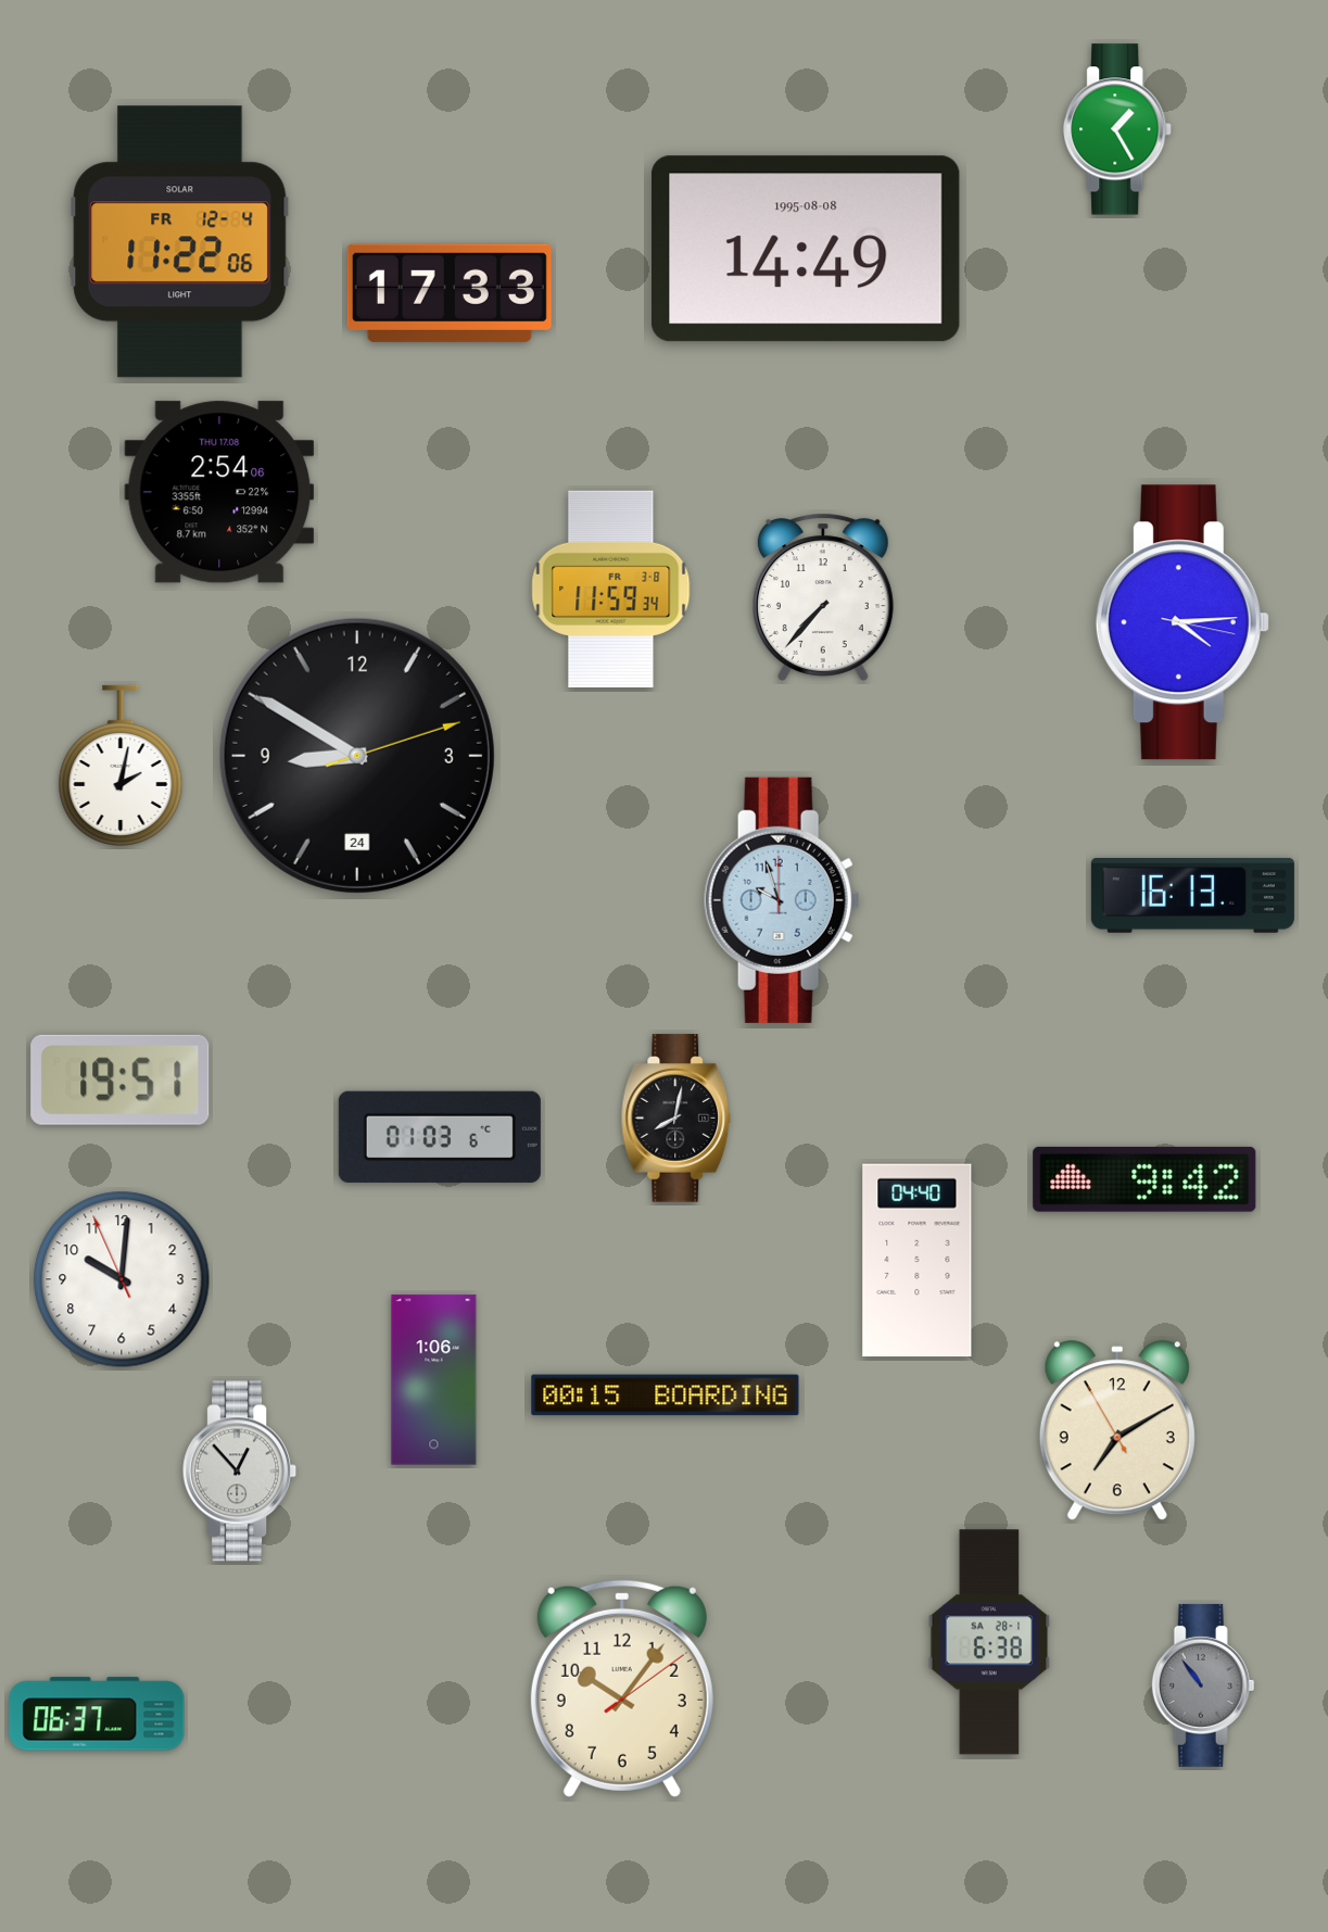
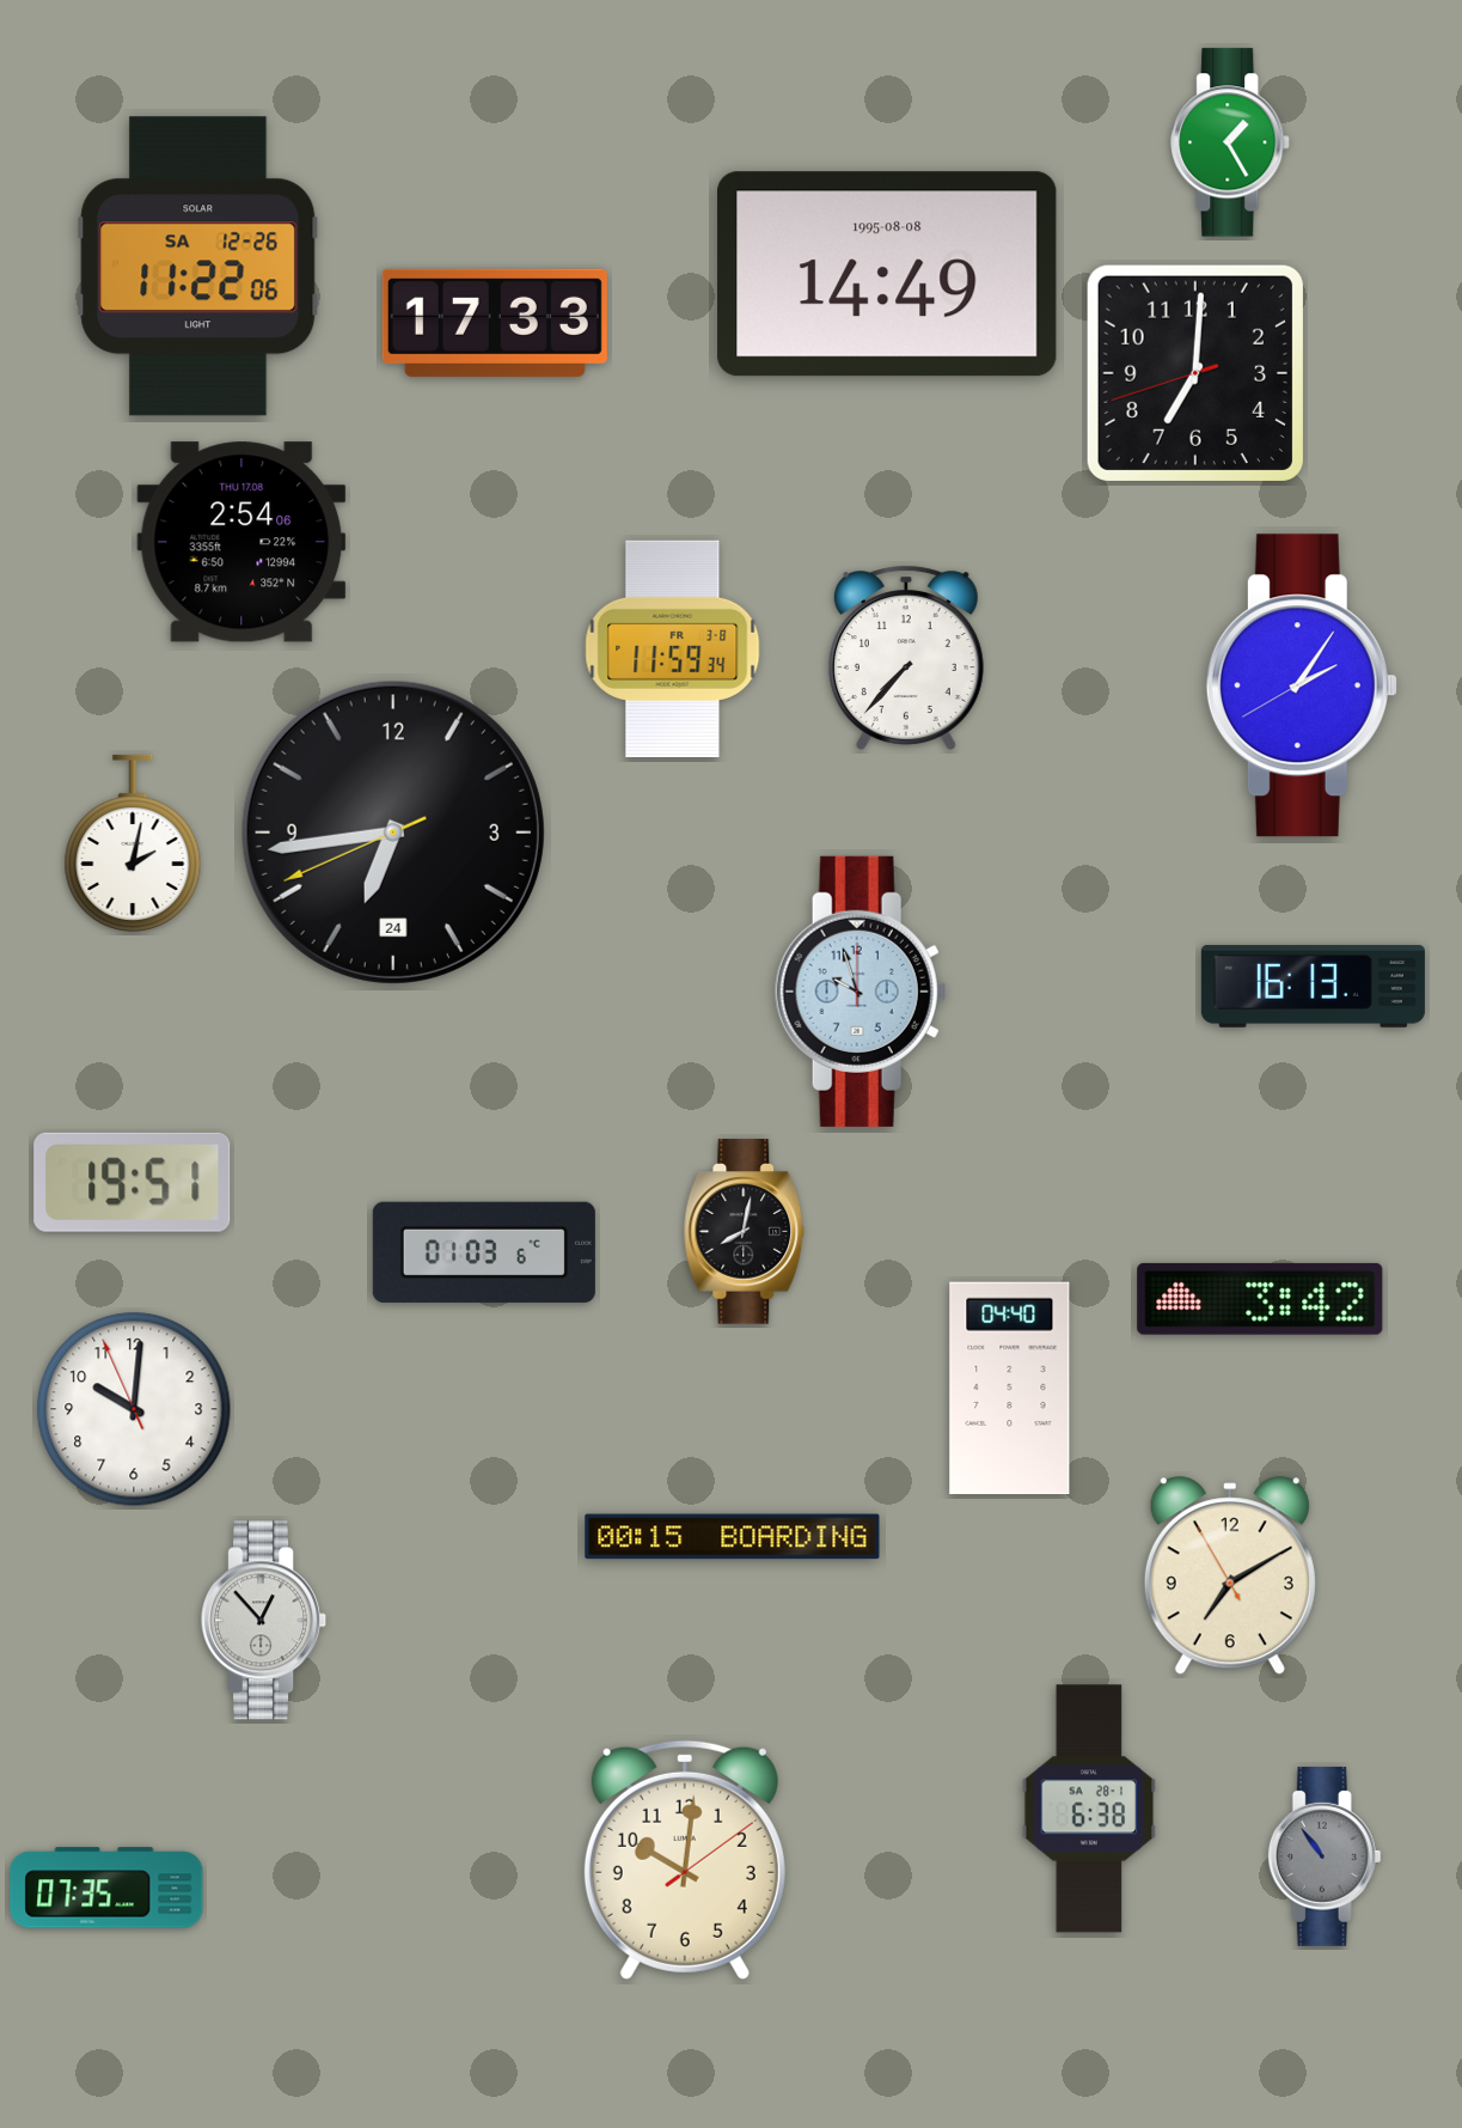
clock at (180, 242) date: FR 12-4 -> SA 12-26
clock at (1195, 373): none -> 7:00
clock at (1182, 622): 4:14 -> 2:05
clock at (357, 756): 8:50 -> 6:43
clock at (121, 1079) position: (121, 1079) -> (133, 1182)
clock at (1144, 1179): 9:42 -> 3:42
clock at (434, 1380): 1:06 -> none
clock at (622, 1689): 10:06 -> 10:01
clock at (97, 1714): 06:37 -> 07:35
